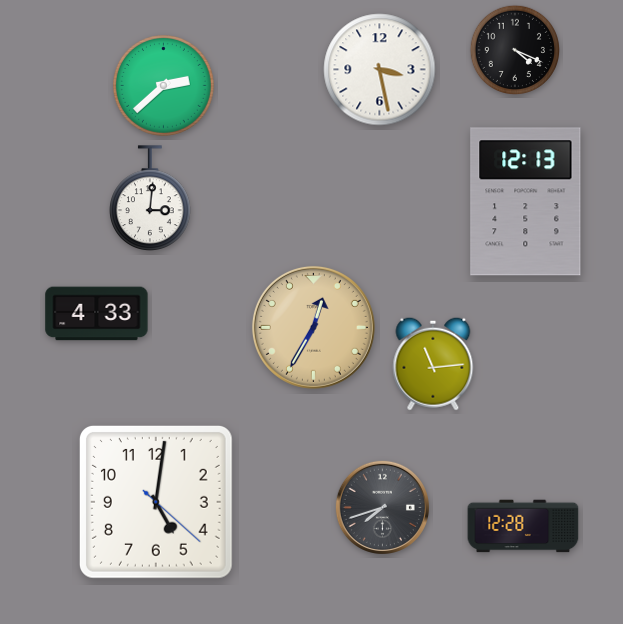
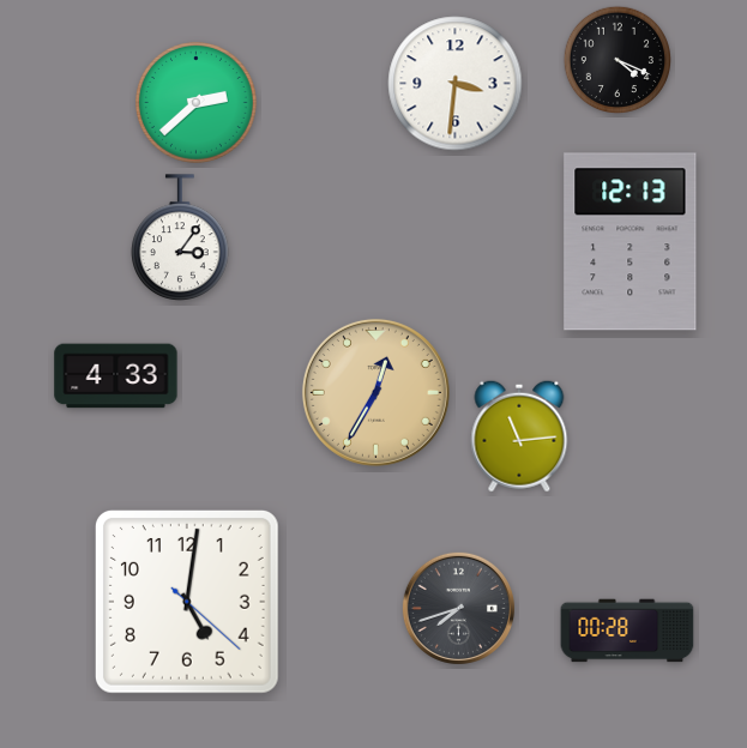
clock at (380, 70): 3:28 -> 3:31
clock at (150, 198): 3:01 -> 3:06
clock at (523, 526): 12:28 -> 00:28
